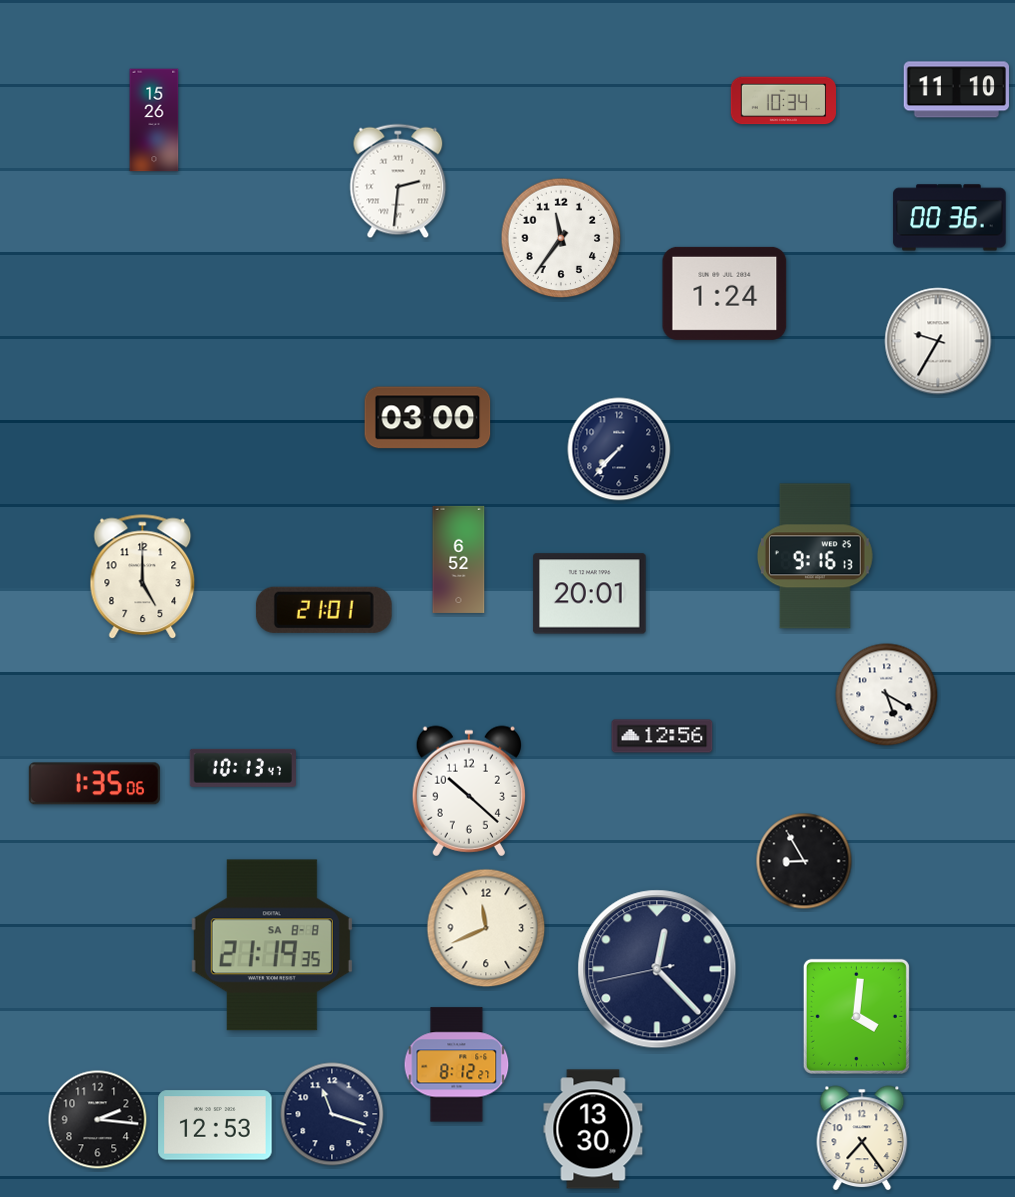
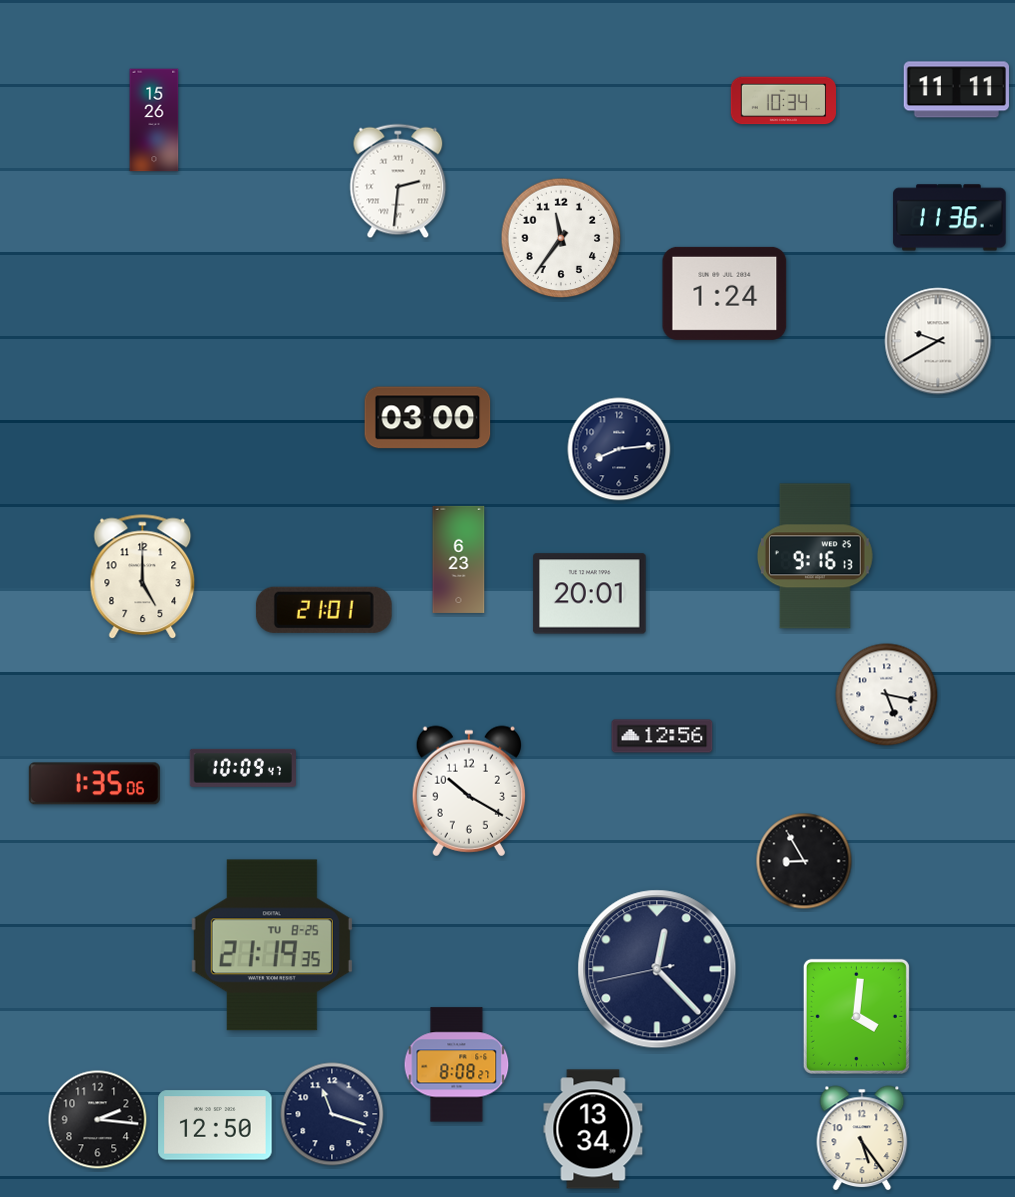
clock at (956, 90): 11:10 -> 11:11
clock at (950, 218): 00:36 -> 11:36
clock at (938, 341): 9:35 -> 9:40
clock at (619, 449): 7:37 -> 8:14
clock at (459, 559): 6:52 -> 6:23
clock at (887, 695): 5:20 -> 5:17
clock at (243, 768): 10:13 -> 10:09
clock at (469, 791): 10:22 -> 10:20
clock at (486, 928): 11:41 -> none
clock at (272, 945) date: SA 8-8 -> TU 8-25
clock at (457, 1065): 8:12 -> 8:08
clock at (215, 1125): 12:53 -> 12:50
clock at (593, 1129): 13:30 -> 13:34
clock at (862, 1138): 7:24 -> 5:24
